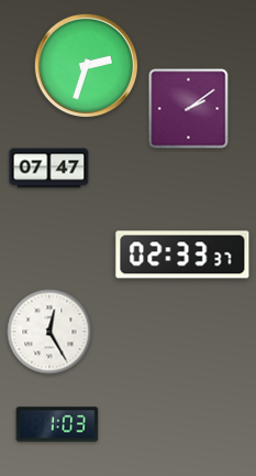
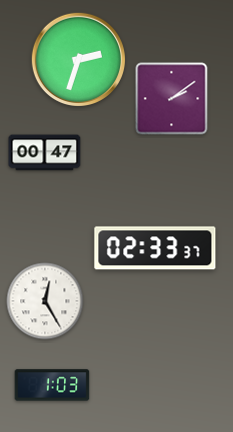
clock at (49, 169): 07:47 -> 00:47
clock at (182, 255) position: (182, 255) -> (155, 248)
